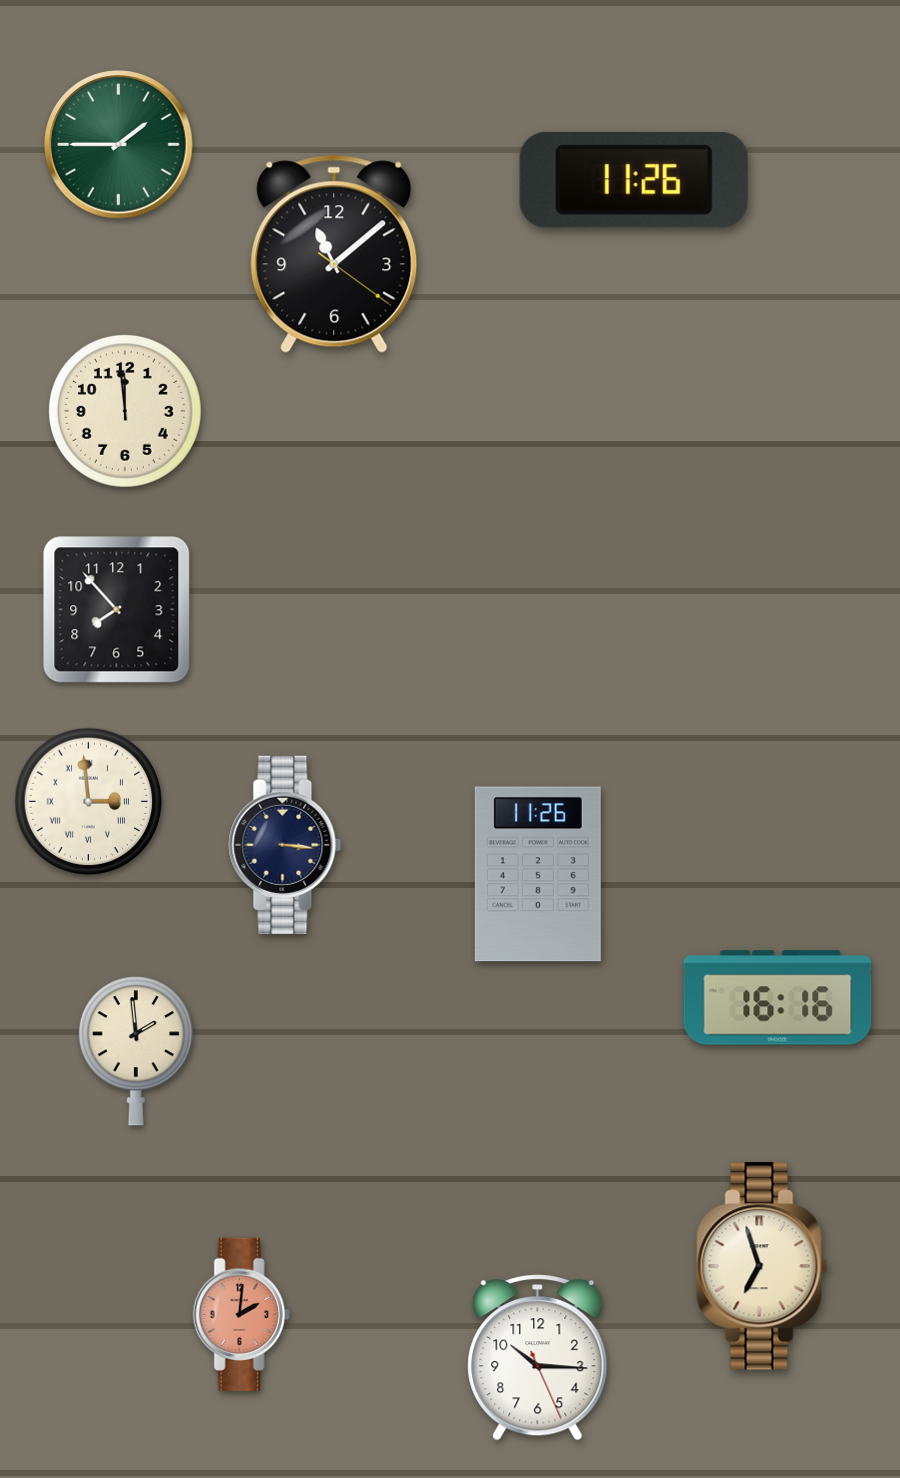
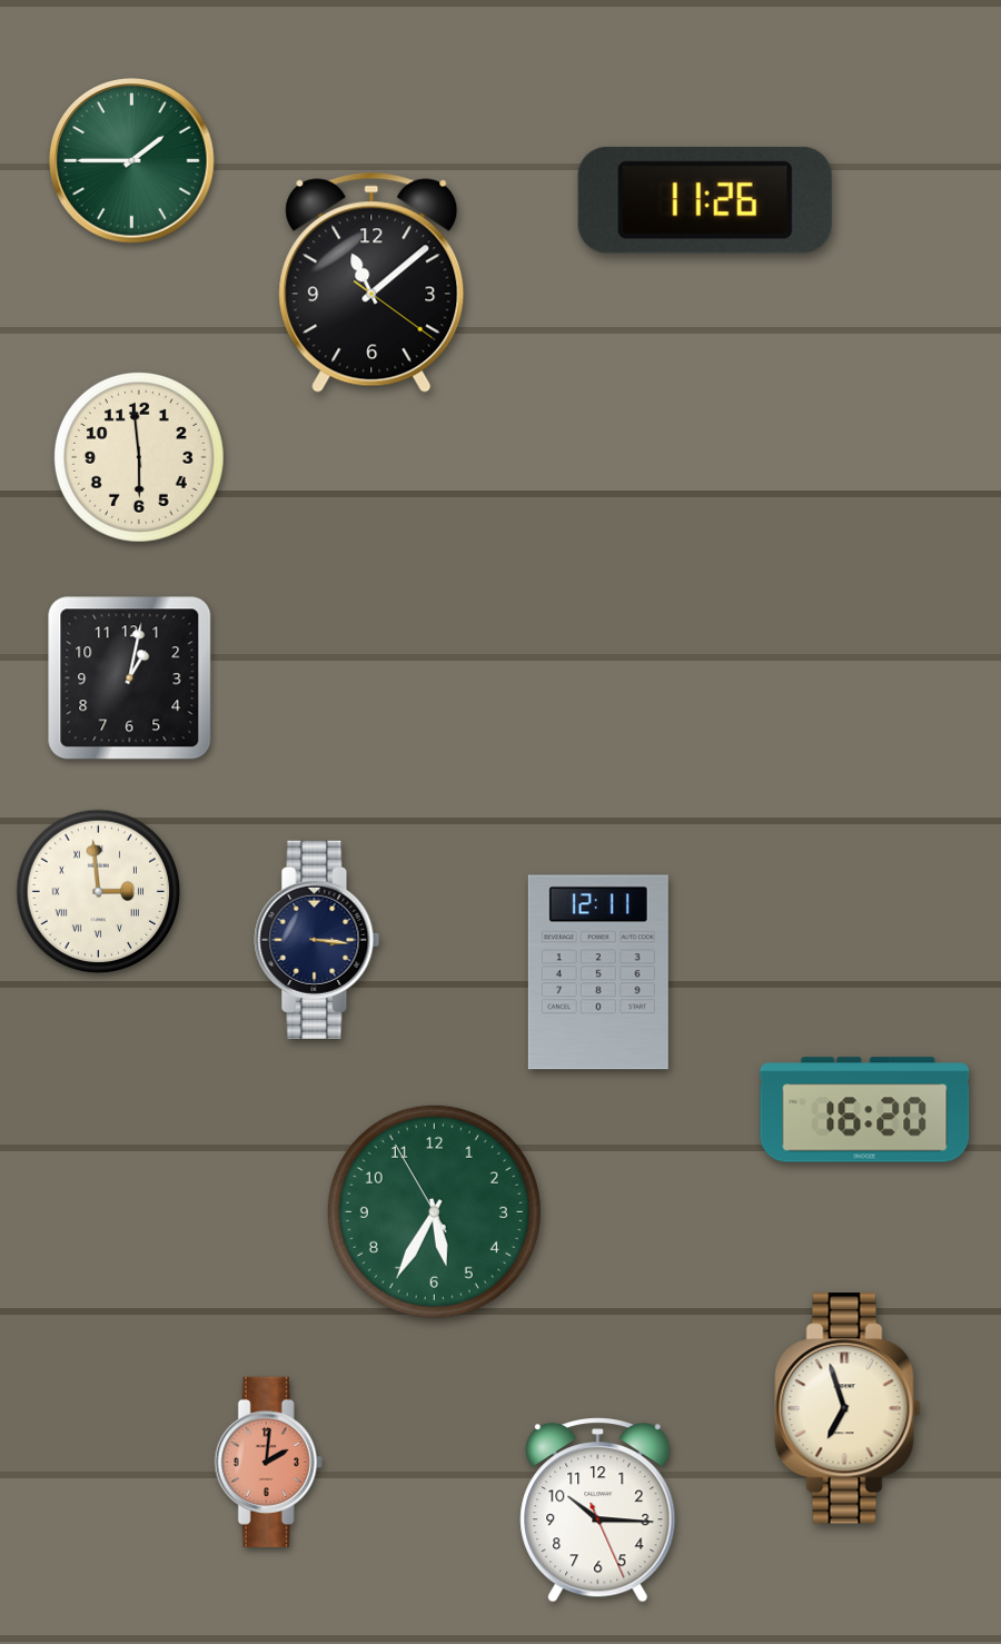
clock at (125, 411): 11:59 -> 5:59
clock at (117, 610): 7:53 -> 1:02
clock at (538, 874): 11:26 -> 12:11
clock at (778, 998): 16:16 -> 16:20
clock at (136, 1051): 1:59 -> none
clock at (434, 1211): none -> 5:34
